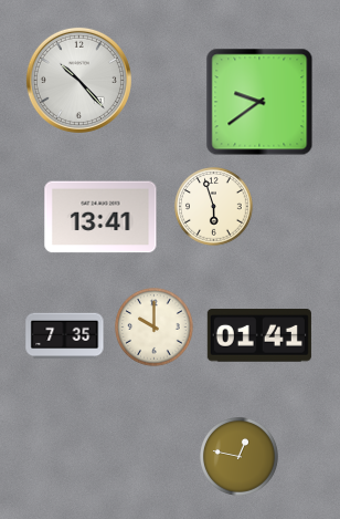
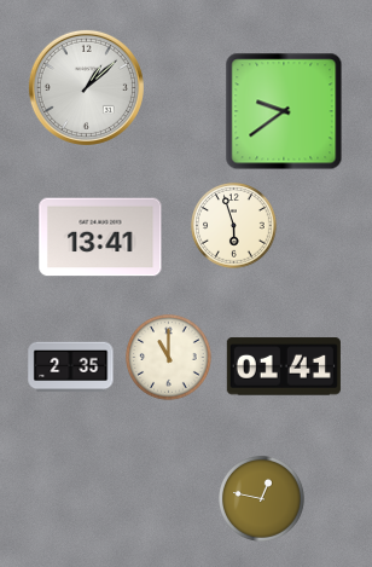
clock at (78, 80): 10:23 -> 1:08
clock at (100, 217) position: (100, 217) -> (100, 237)
clock at (155, 328): 10:00 -> 11:00
clock at (65, 336): 7:35 -> 2:35
